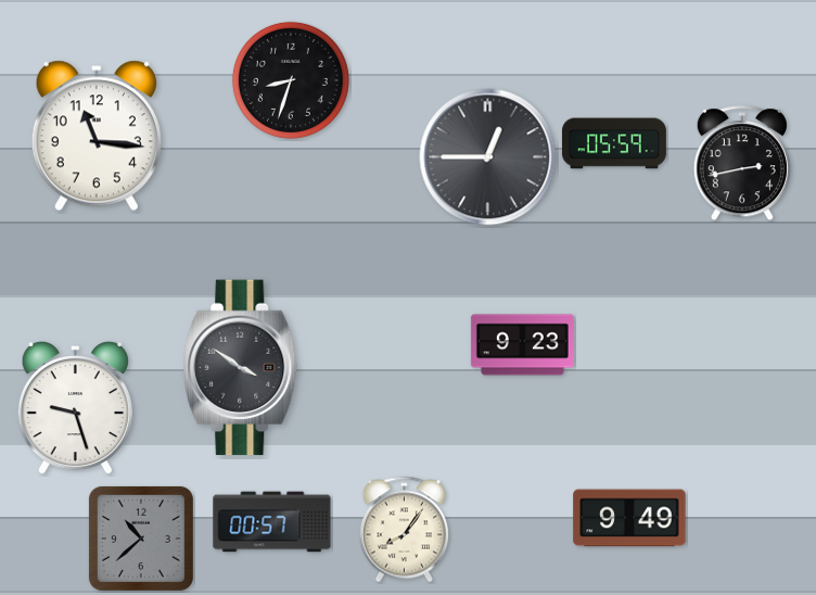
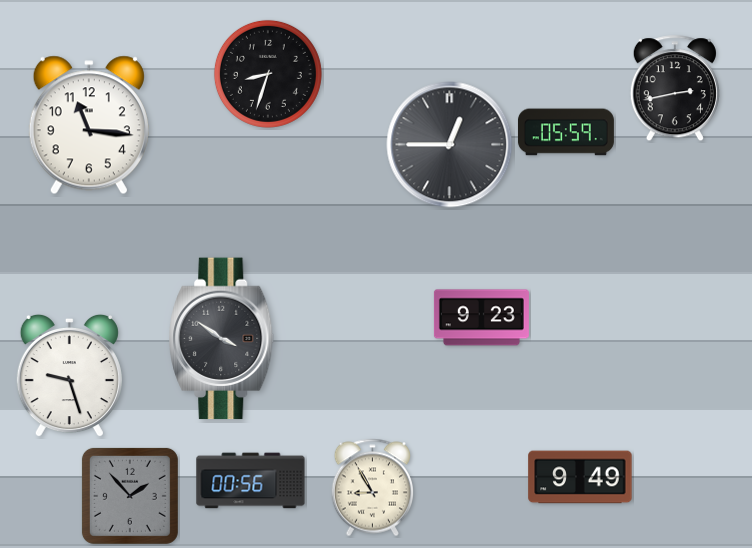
clock at (742, 164) position: (742, 164) -> (675, 89)
clock at (272, 522): 00:57 -> 00:56
clock at (404, 530): 8:06 -> 8:55
clock at (141, 539): 10:38 -> 1:53
